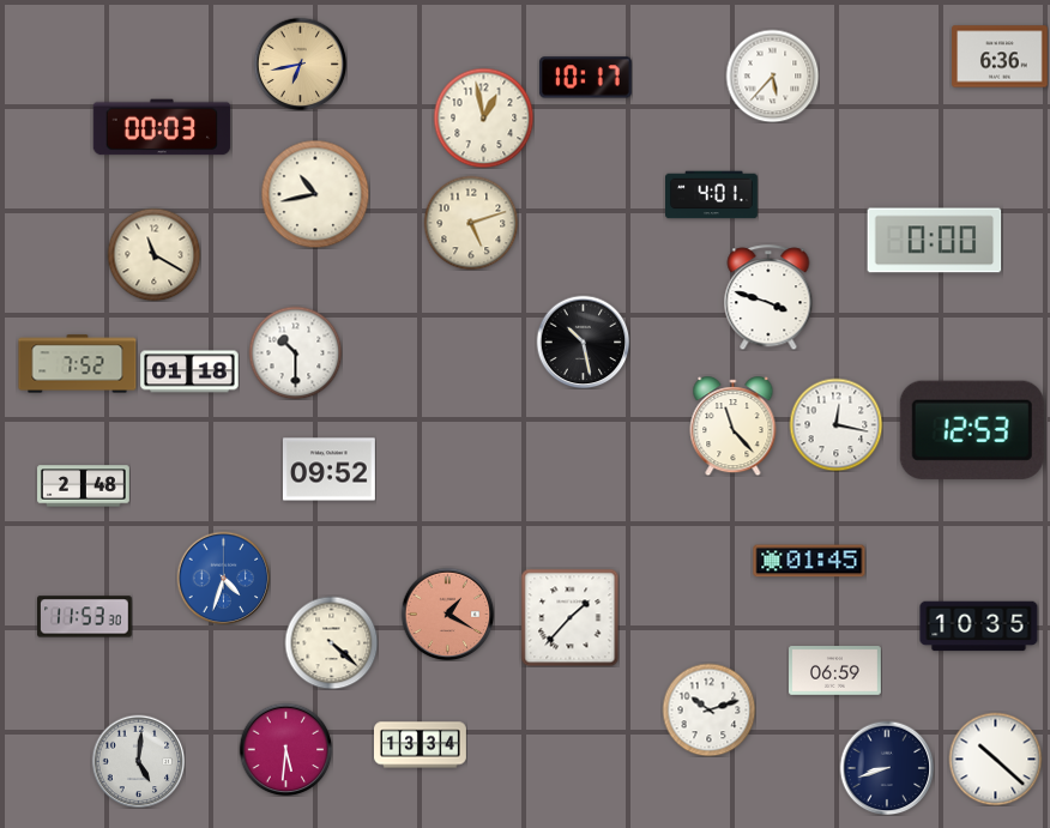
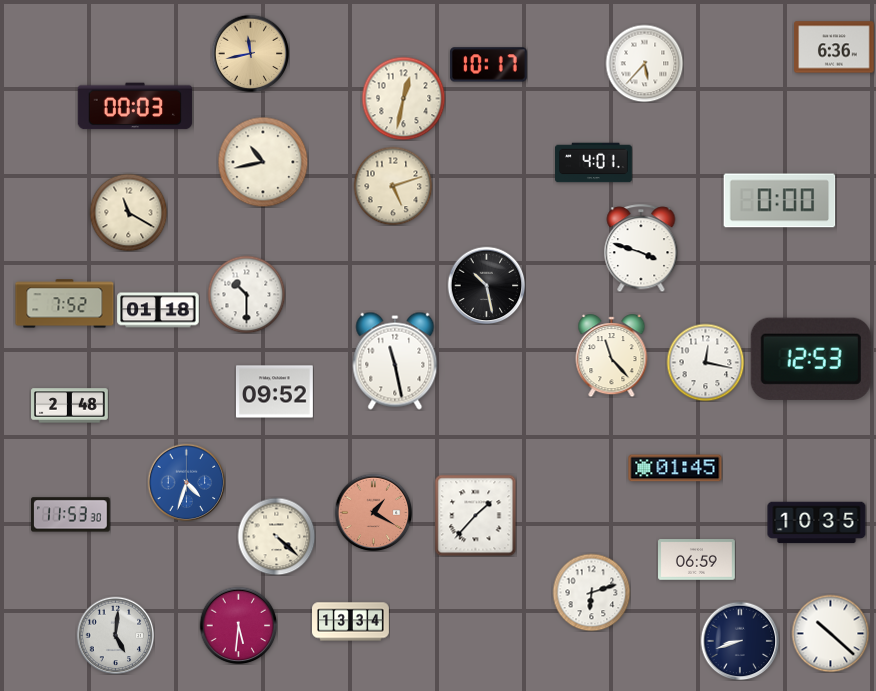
clock at (300, 64): 6:43 -> 11:43
clock at (483, 117): 12:58 -> 12:32
clock at (835, 424) position: (835, 424) -> (705, 362)
clock at (395, 361): none -> 11:28
clock at (708, 709): 10:12 -> 6:12
